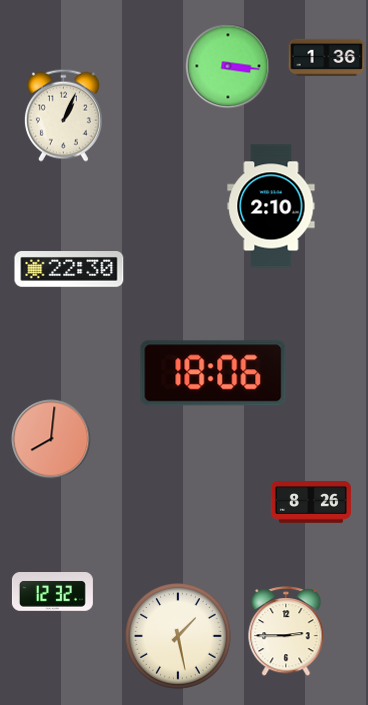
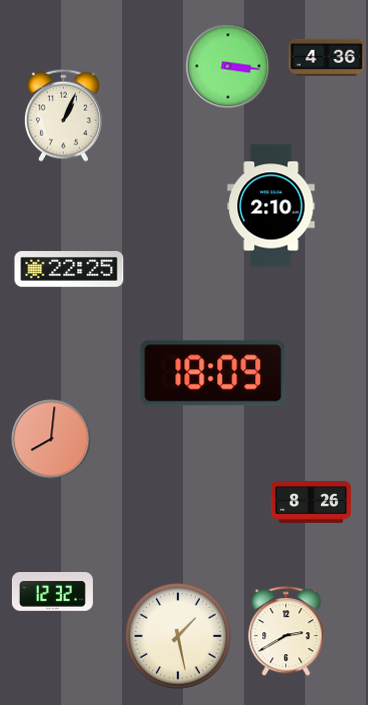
clock at (327, 57): 1:36 -> 4:36
clock at (69, 270): 22:30 -> 22:25
clock at (213, 373): 18:06 -> 18:09
clock at (286, 632): 2:45 -> 2:40
